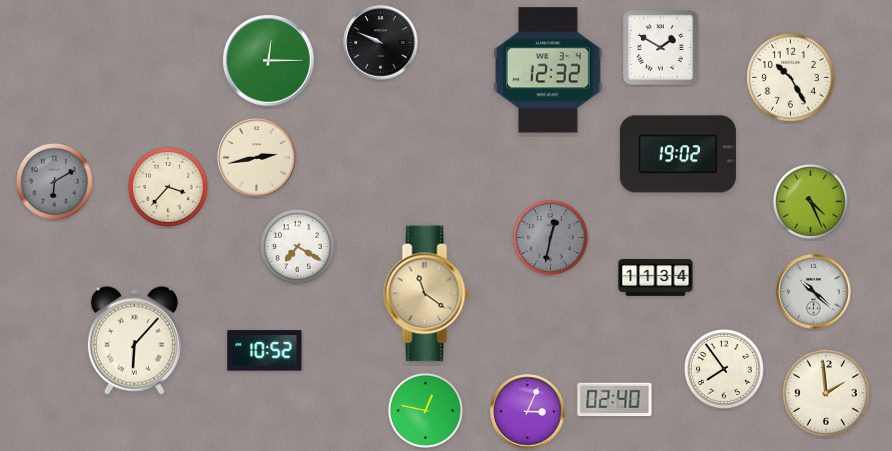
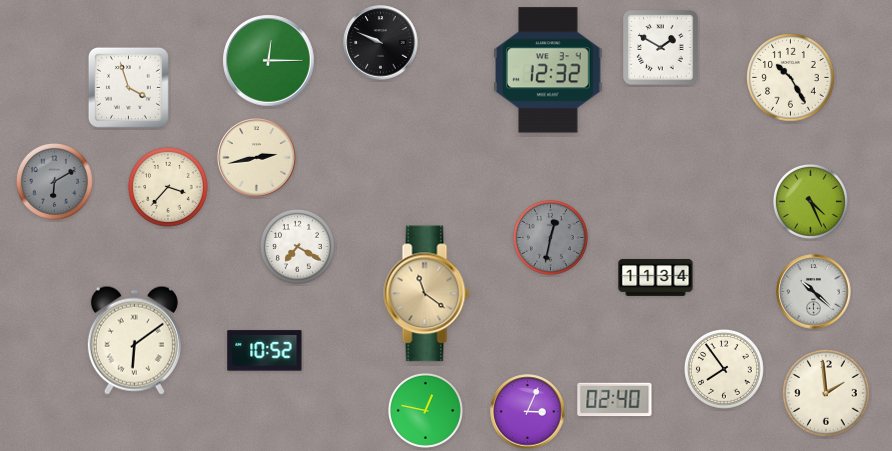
clock at (128, 87): none -> 3:57
clock at (678, 154): 19:02 -> none
clock at (134, 340): 6:07 -> 6:09
